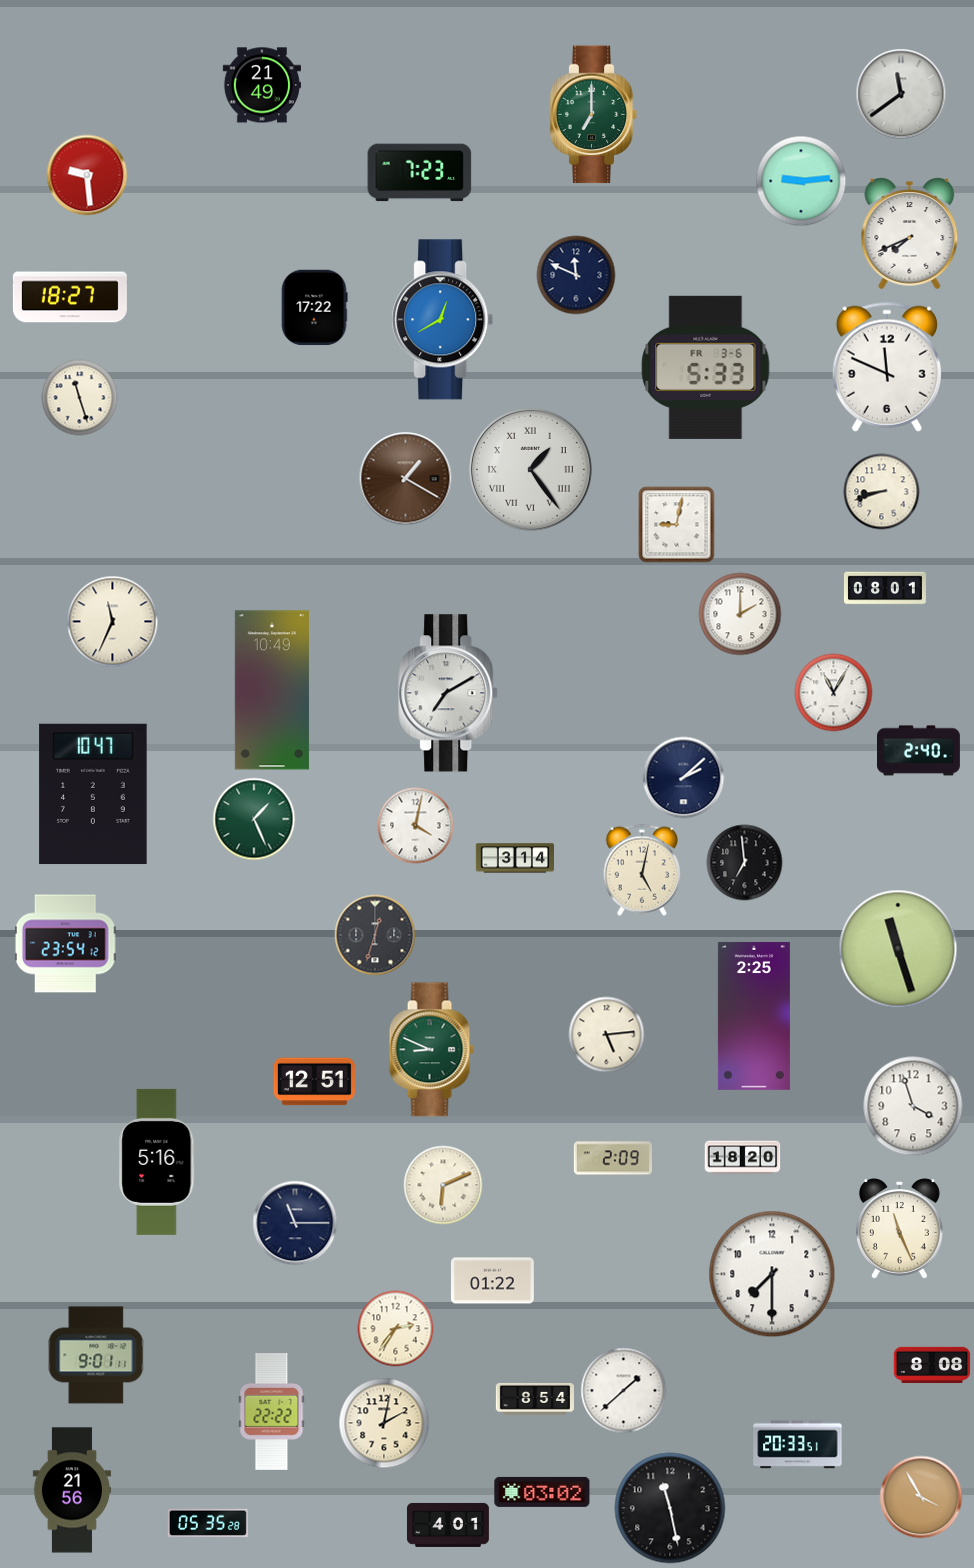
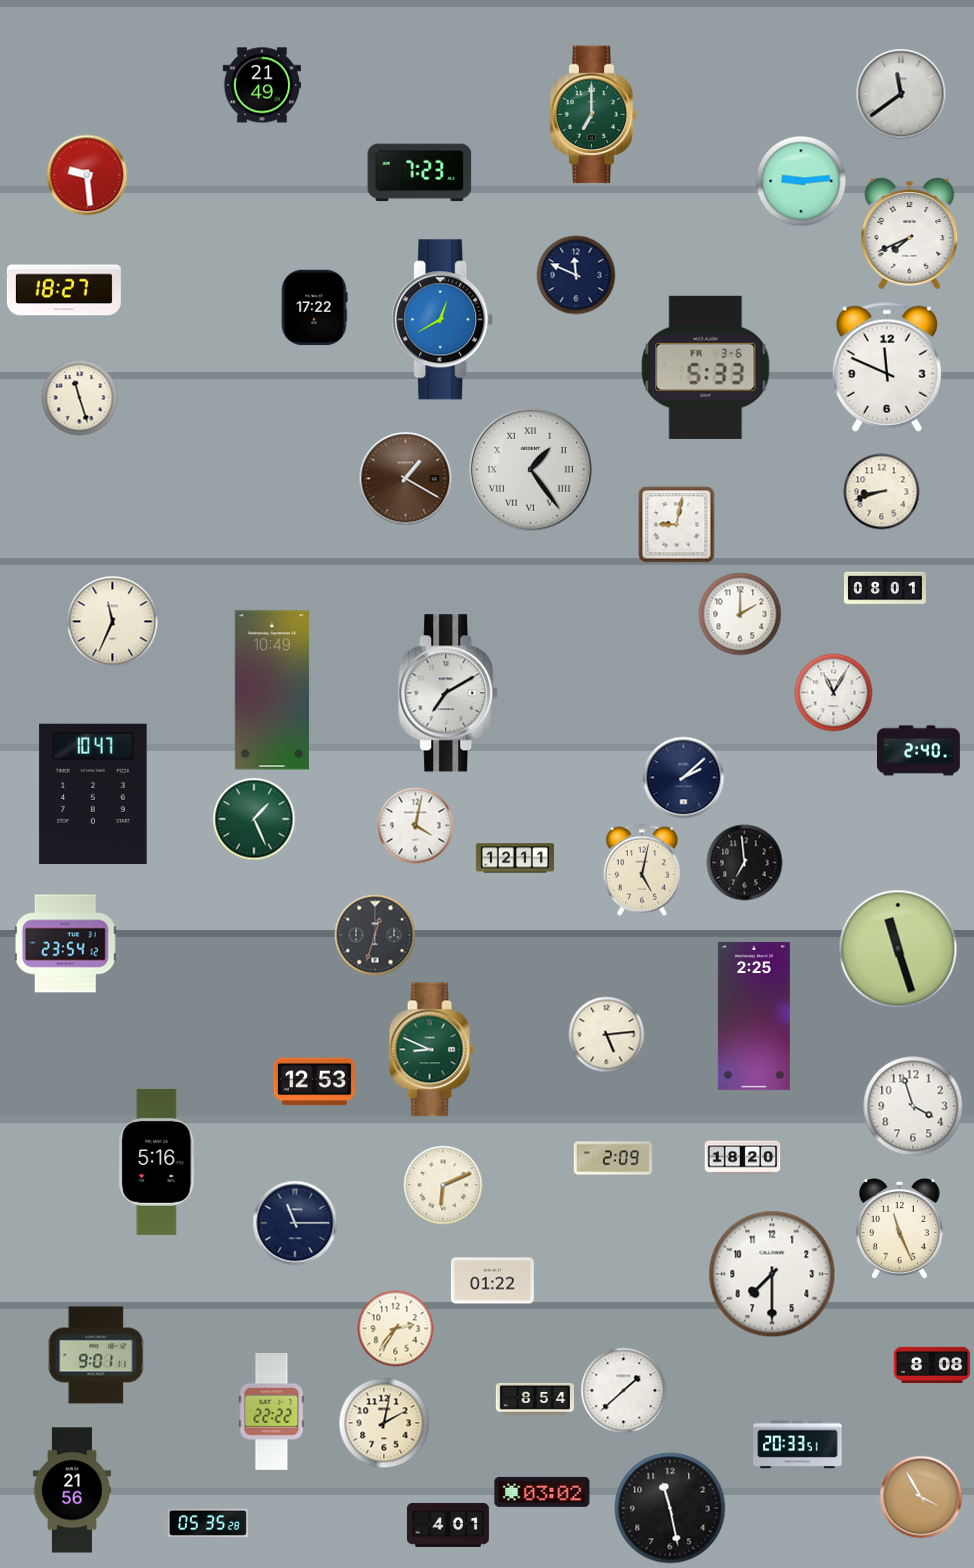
clock at (70, 297) position: (70, 297) -> (64, 290)
clock at (514, 858): 3:14 -> 12:11
clock at (314, 1082): 12:51 -> 12:53
